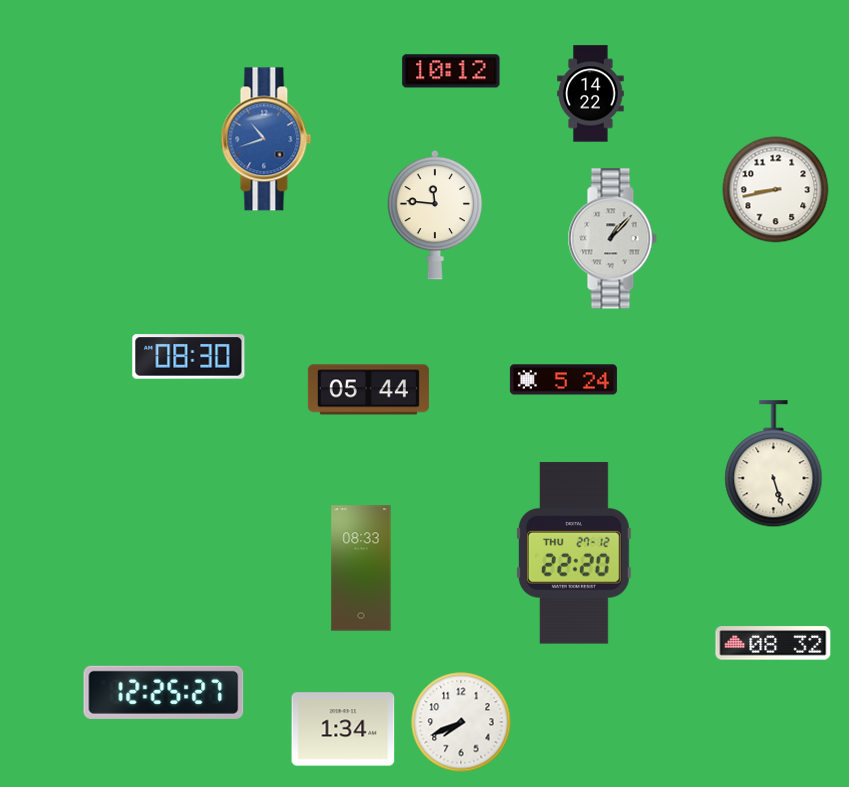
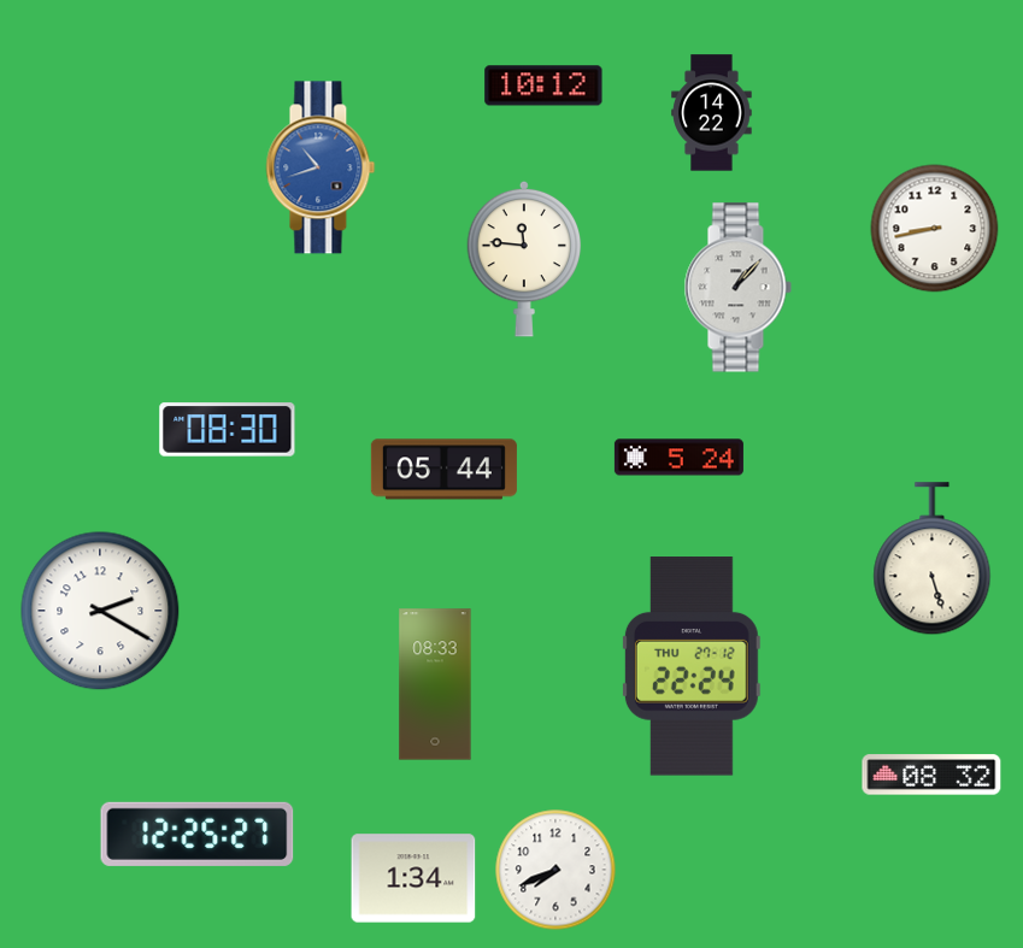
clock at (100, 611): none -> 2:20
clock at (574, 553): 22:20 -> 22:24
